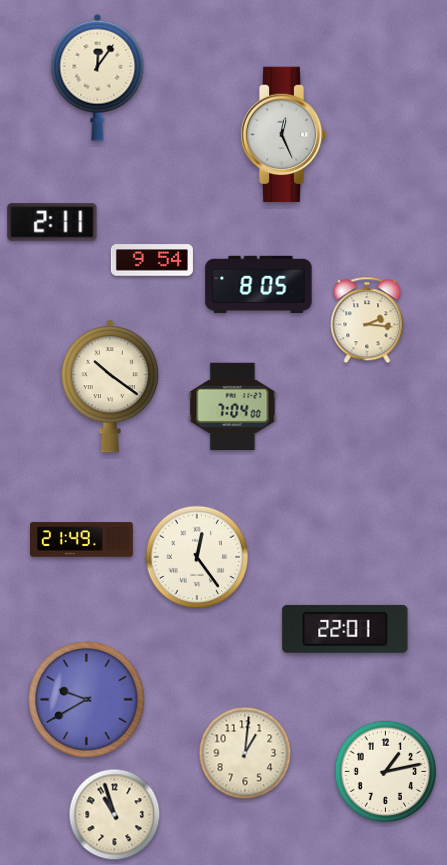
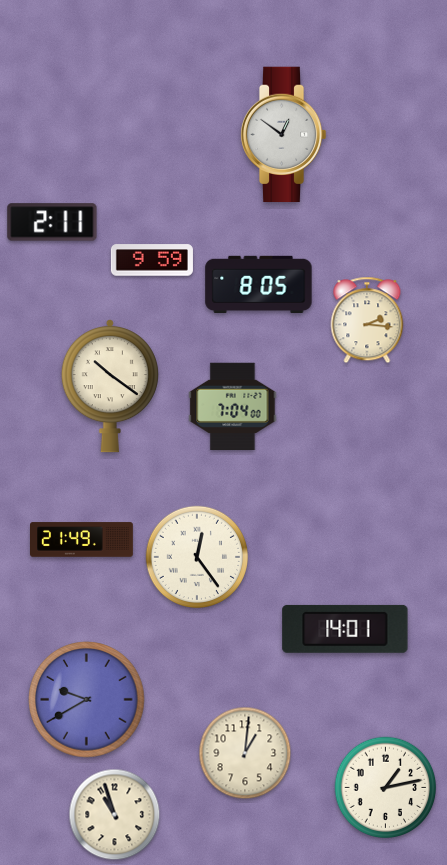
clock at (98, 77): 12:06 -> none
clock at (283, 135): 12:26 -> 12:51
clock at (152, 260): 9:54 -> 9:59
clock at (345, 629): 22:01 -> 14:01
clock at (386, 772) position: (386, 772) -> (386, 788)
